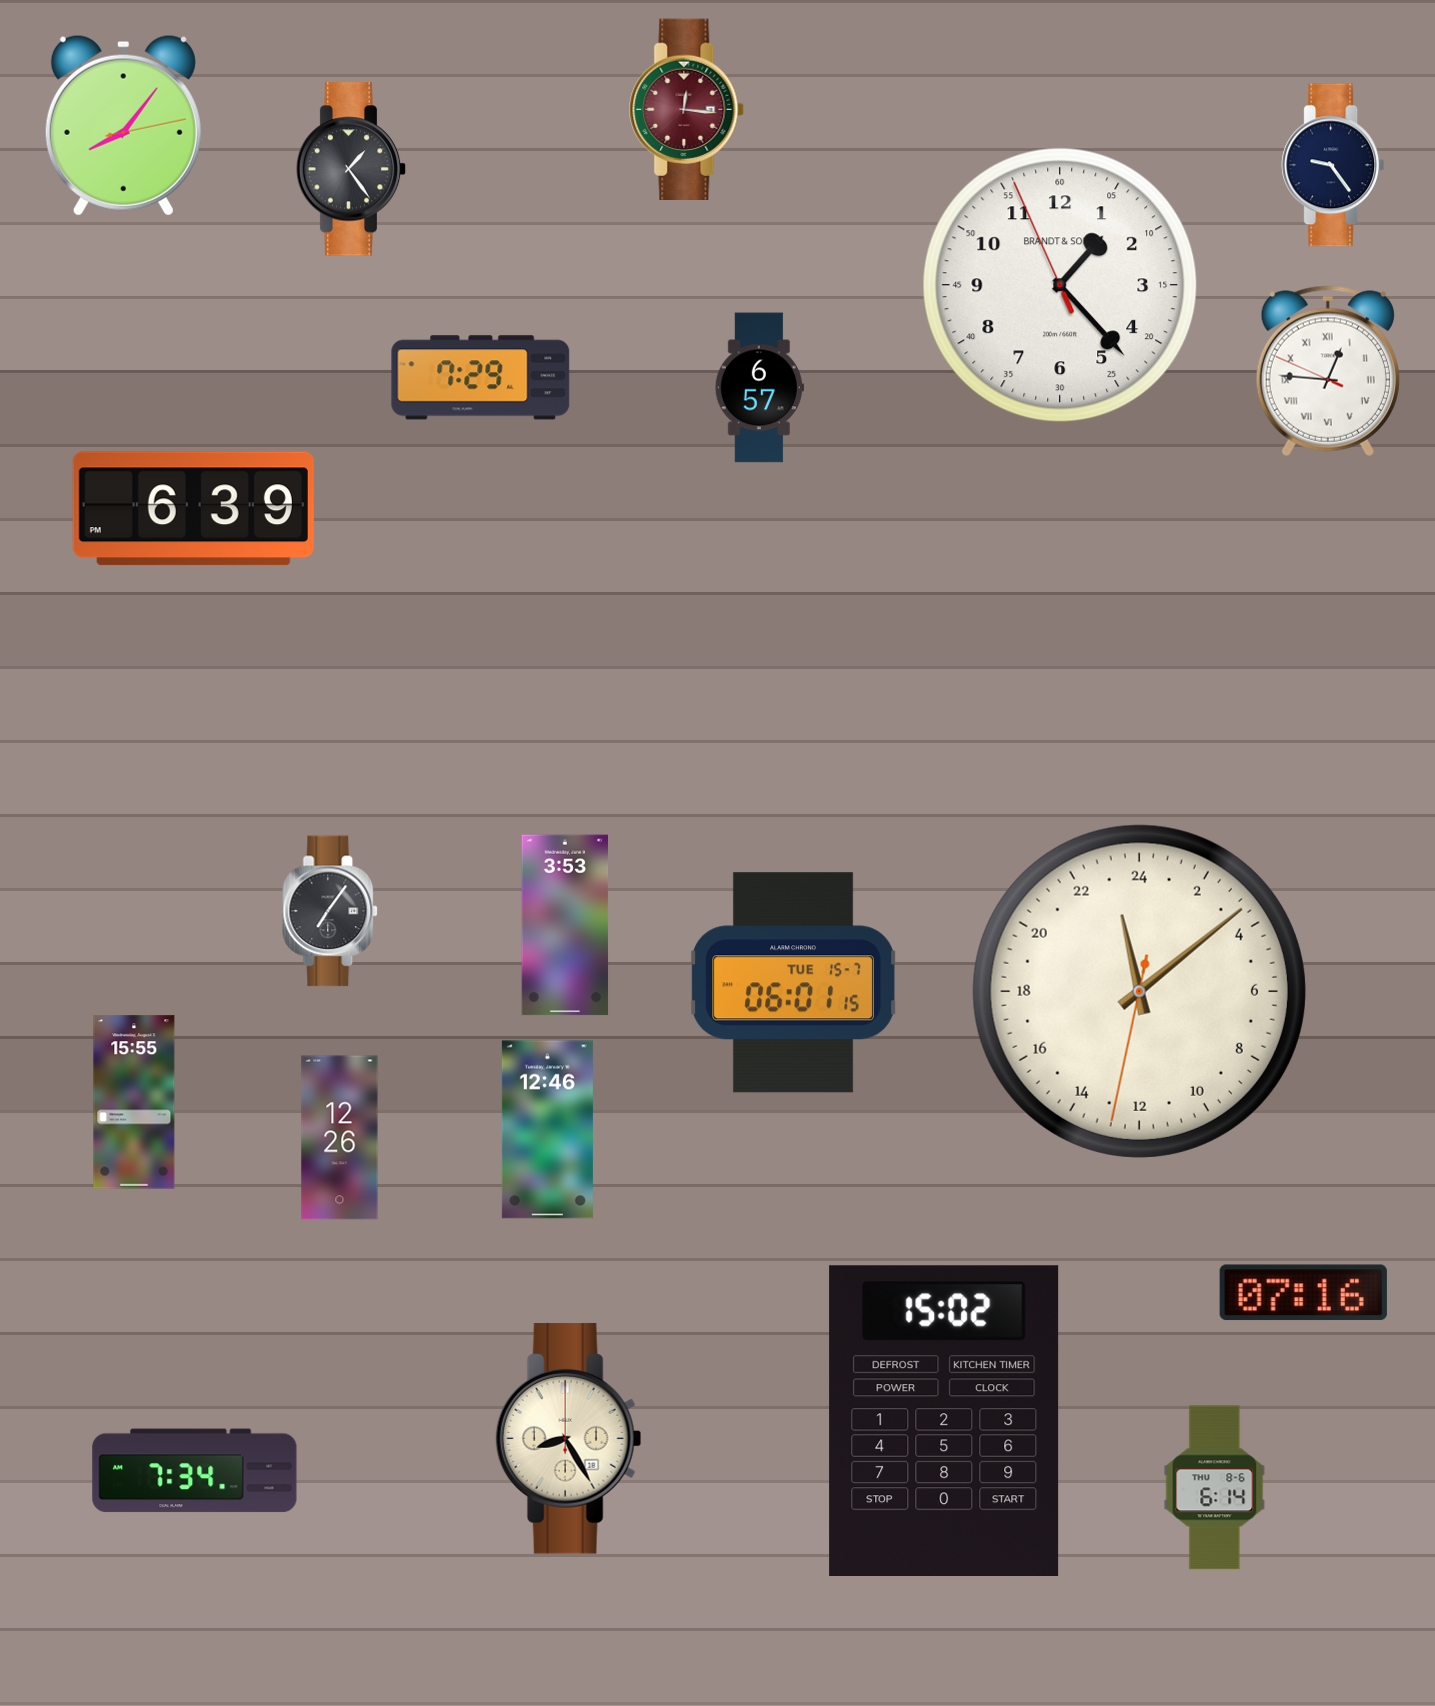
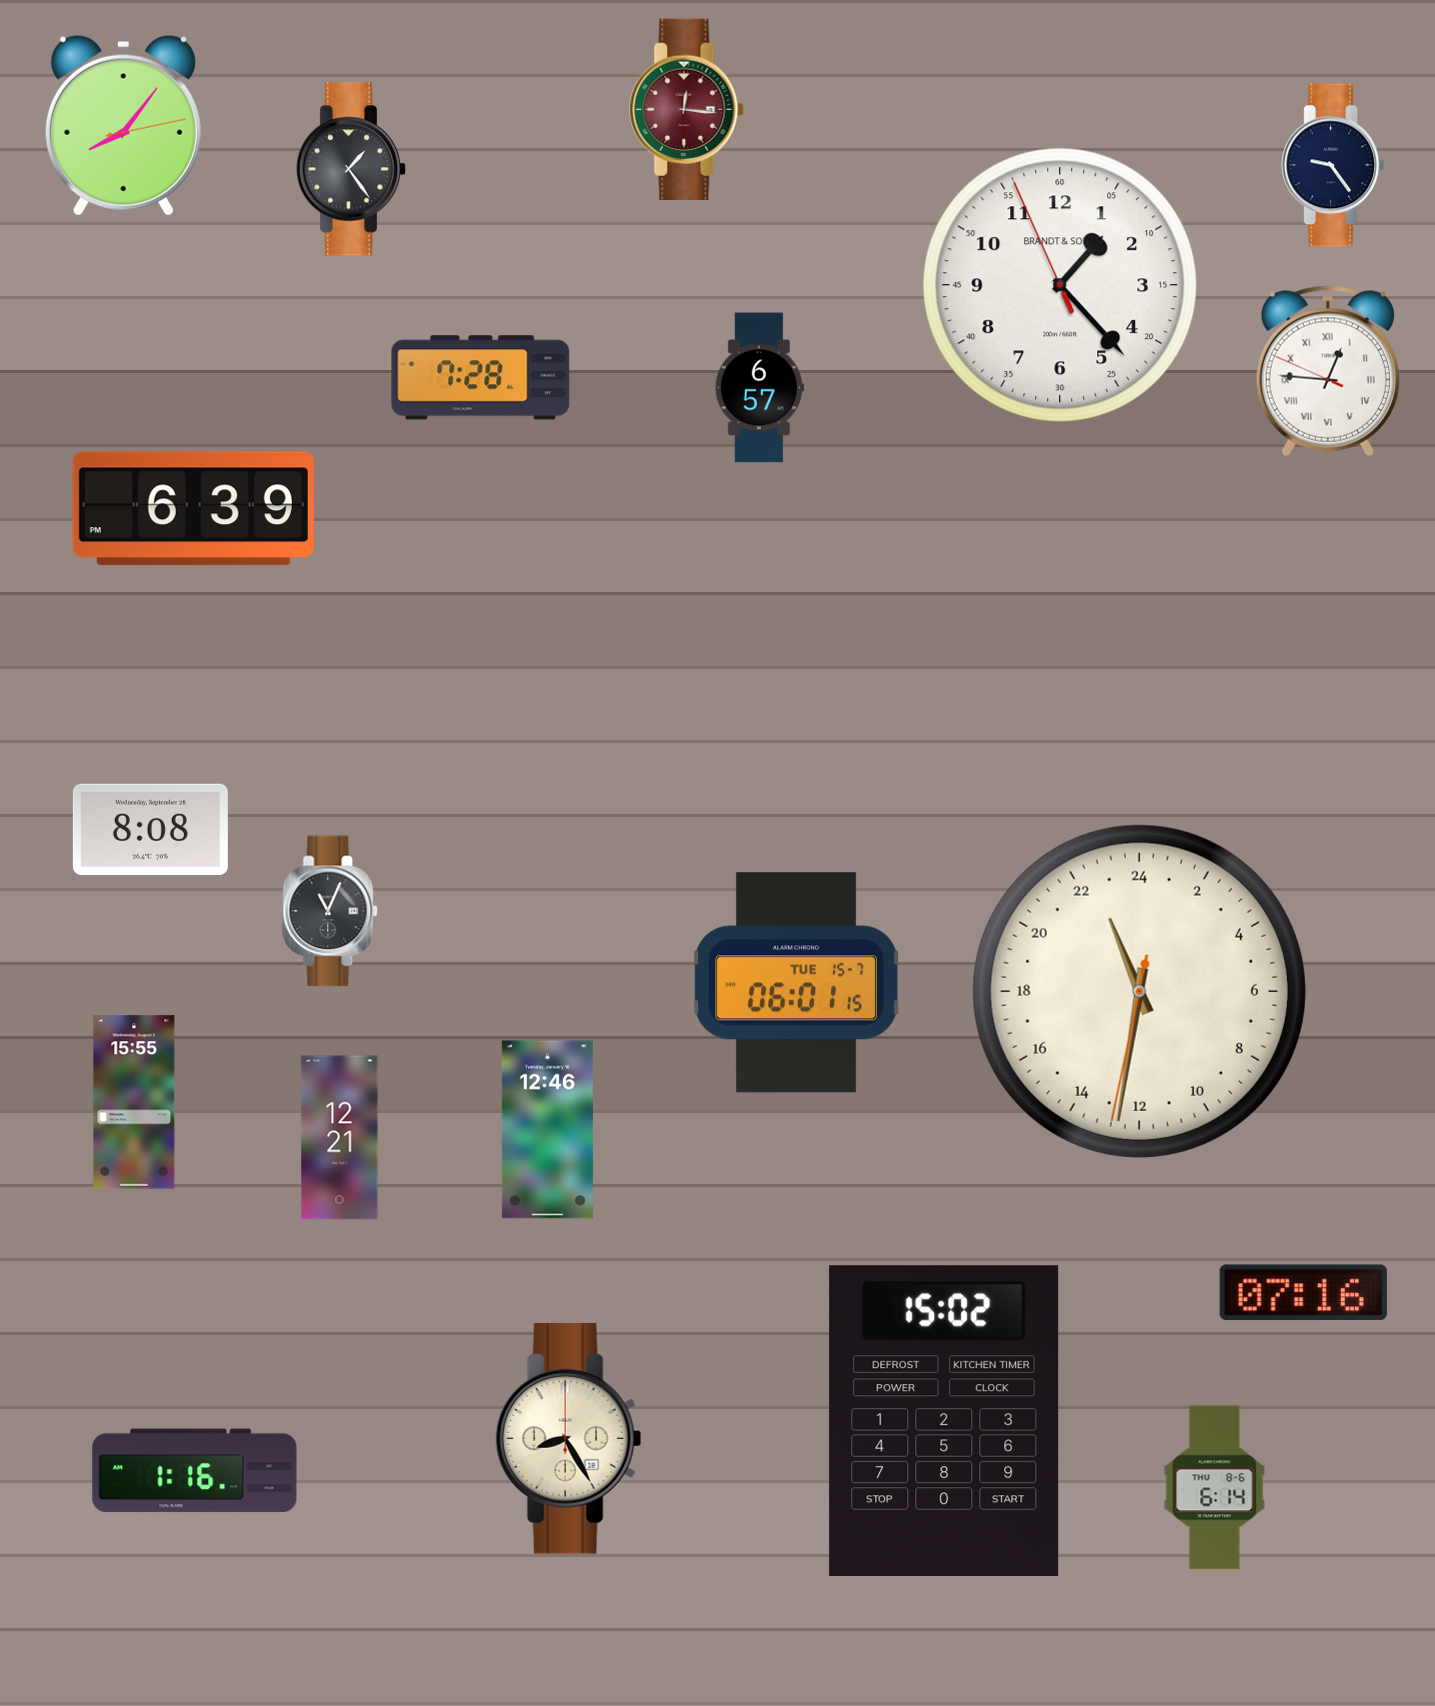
clock at (481, 378): 7:29 -> 7:28
clock at (150, 829): none -> 8:08
clock at (331, 911): 7:06 -> 11:04
clock at (565, 925): 3:53 -> none
clock at (793, 983) position: (793, 983) -> (796, 983)
clock at (1139, 991): 23:08 -> 22:31
clock at (340, 1138): 12:26 -> 12:21
clock at (195, 1471): 7:34 -> 1:16
